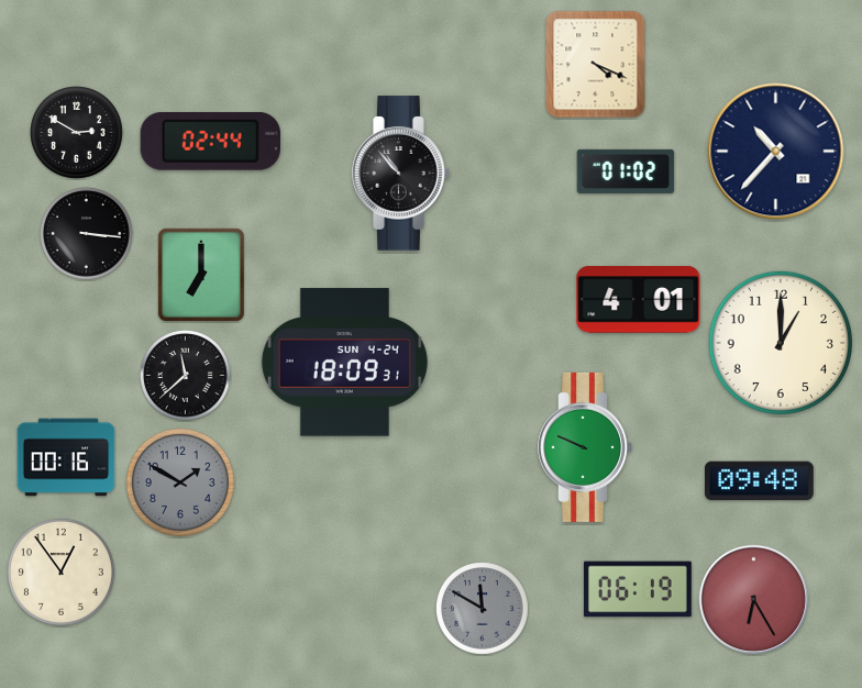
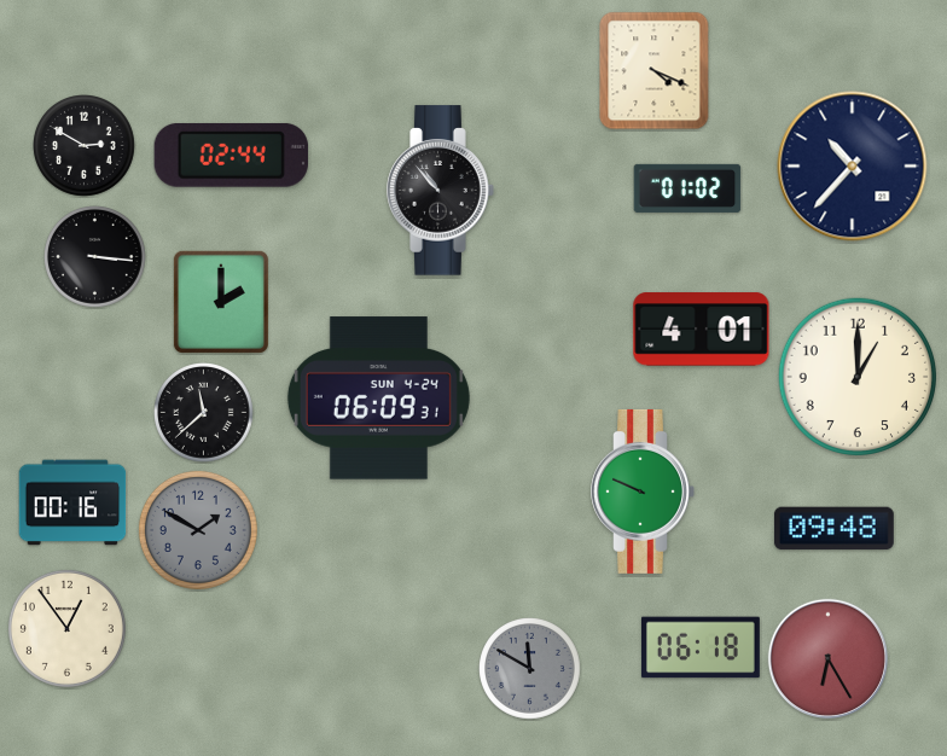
clock at (201, 275): 7:00 -> 2:00
clock at (344, 363): 18:09 -> 06:09
clock at (638, 589): 06:19 -> 06:18
